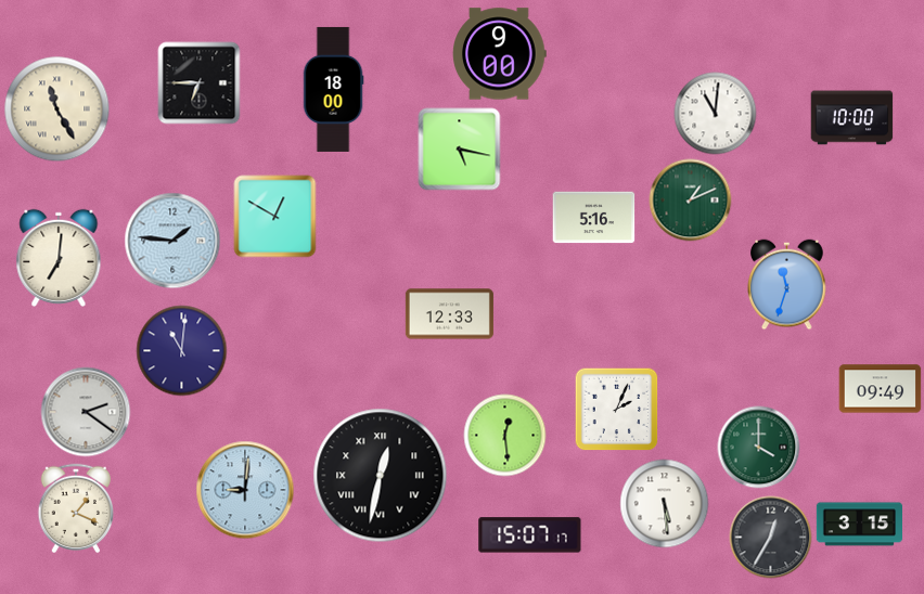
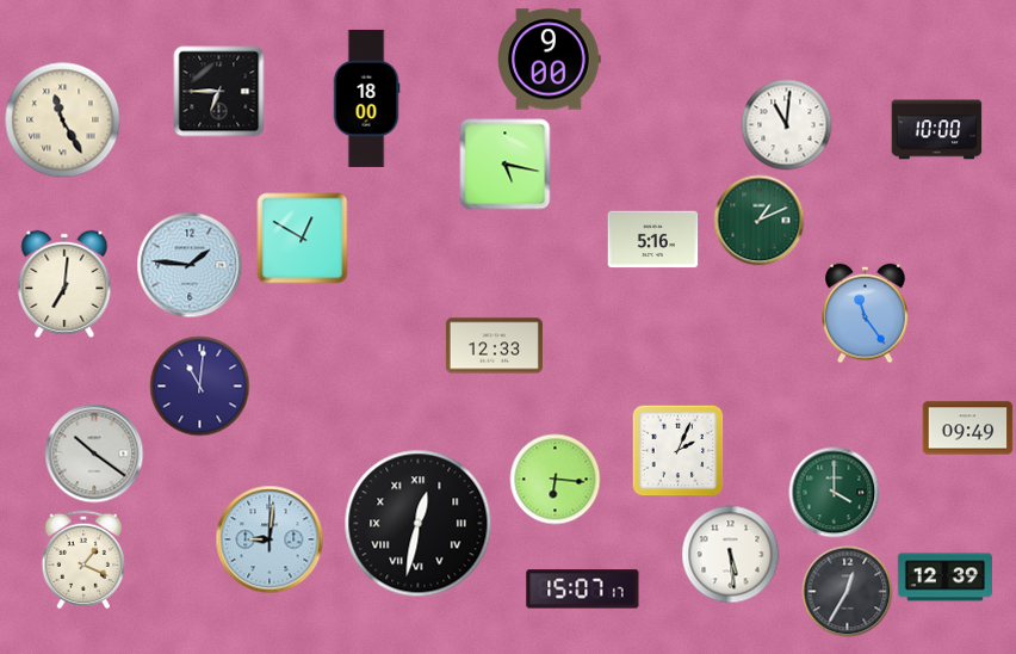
clock at (787, 285): 11:33 -> 11:24
clock at (86, 412): 2:21 -> 10:21
clock at (505, 436): 12:29 -> 6:16
clock at (859, 525): 3:15 -> 12:39
